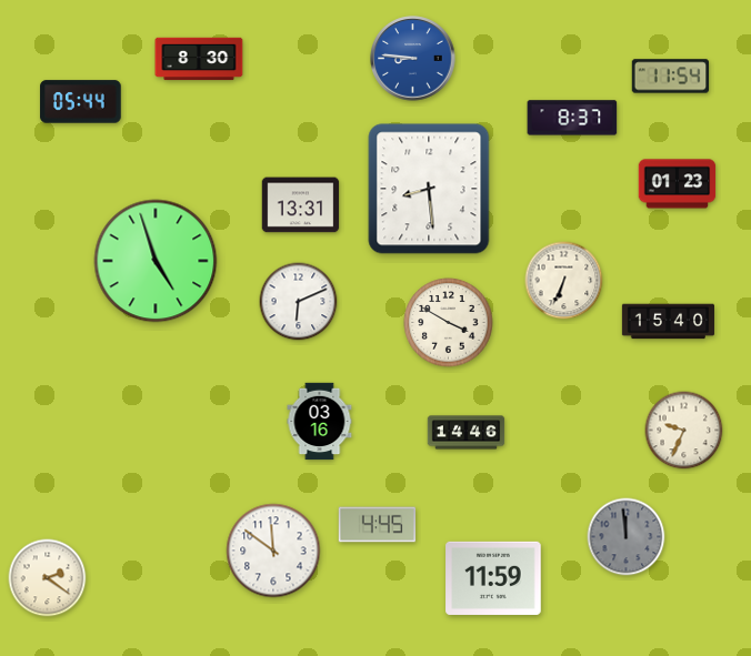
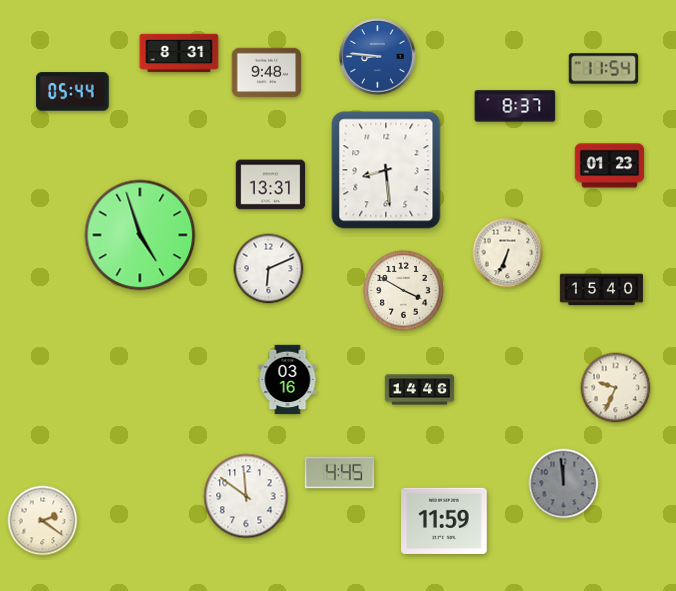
clock at (199, 59): 8:30 -> 8:31
clock at (413, 59) position: (413, 59) -> (378, 57)
clock at (267, 73): none -> 9:48
clock at (299, 302) position: (299, 302) -> (269, 269)
